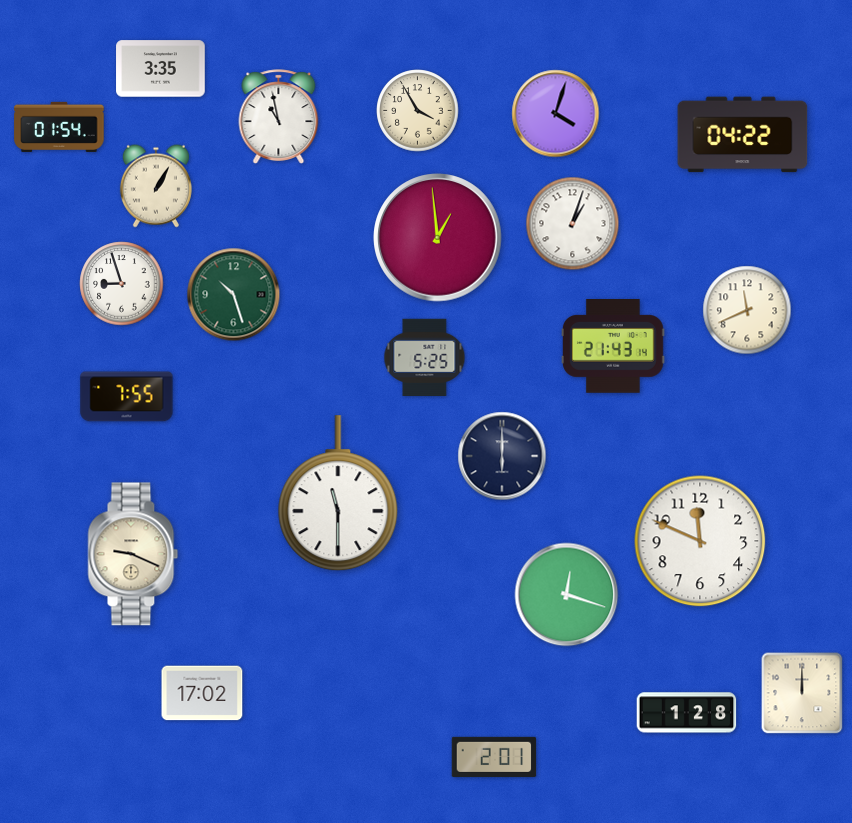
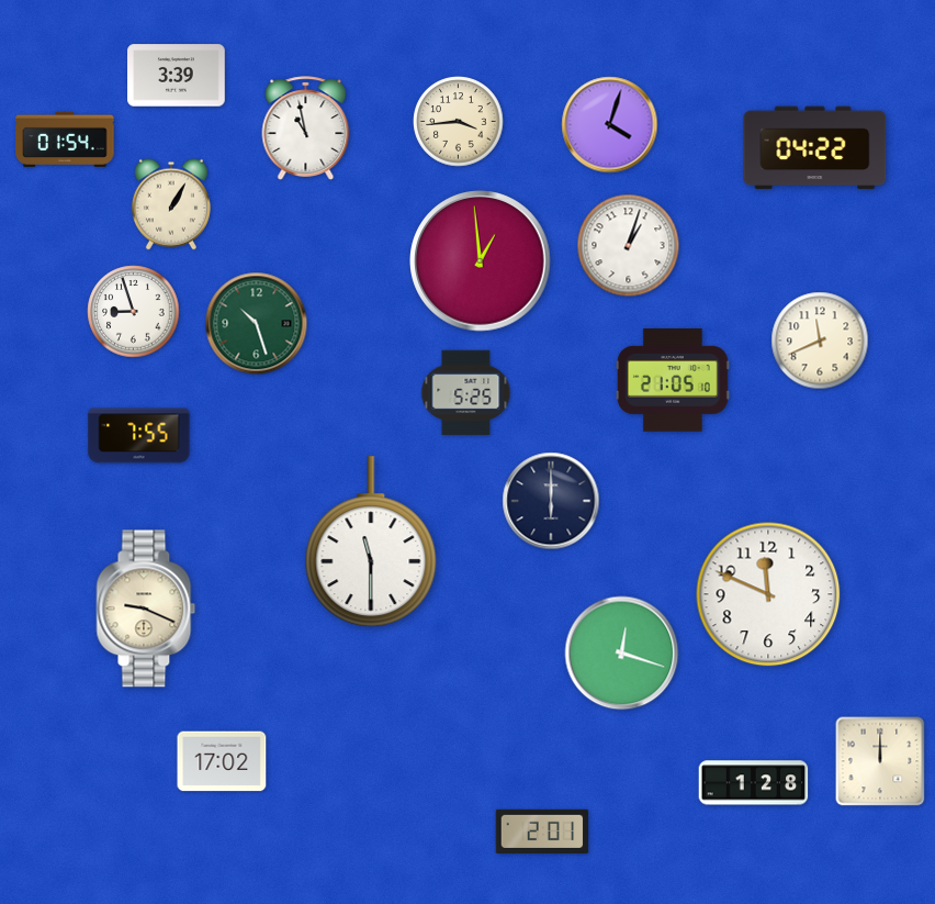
clock at (161, 69): 3:35 -> 3:39
clock at (418, 111): 3:55 -> 3:44
clock at (613, 347): 21:43 -> 21:05
